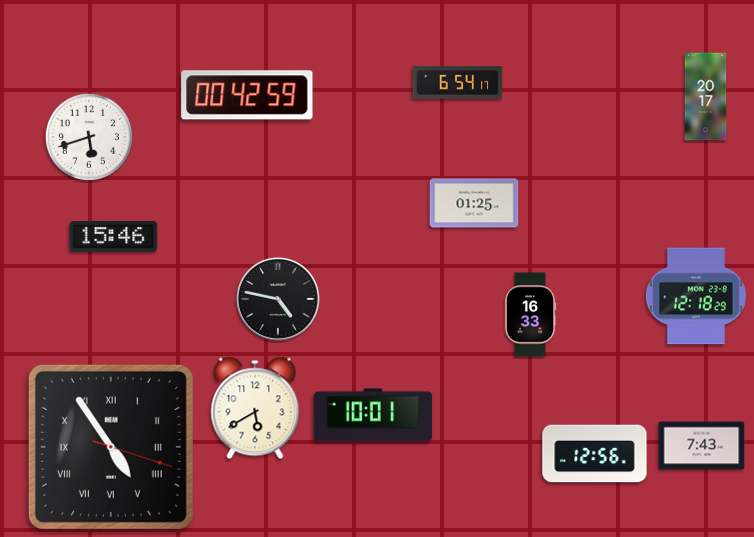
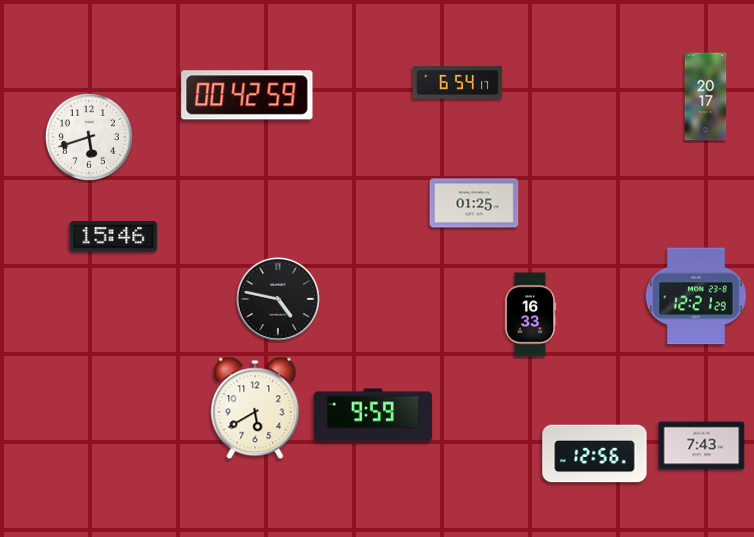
clock at (696, 296): 12:18 -> 12:21
clock at (373, 415): 10:01 -> 9:59
clock at (111, 447): 4:54 -> none
